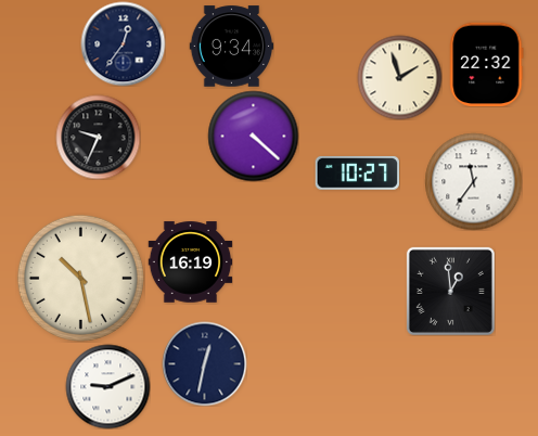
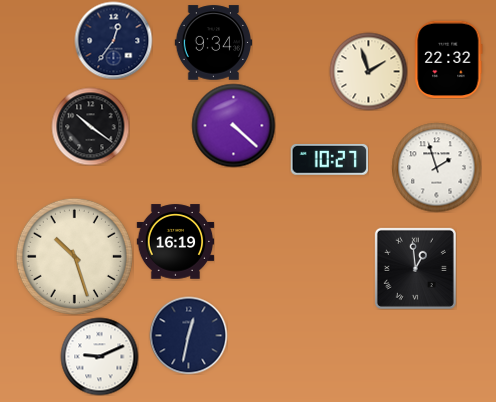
clock at (98, 137): 9:34 -> 10:21
clock at (473, 181): 11:36 -> 1:57
clock at (80, 278): 10:28 -> 10:27
